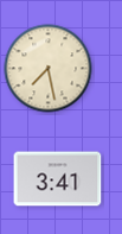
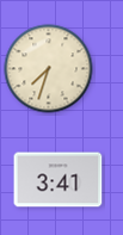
clock at (49, 69): 7:28 -> 7:33
